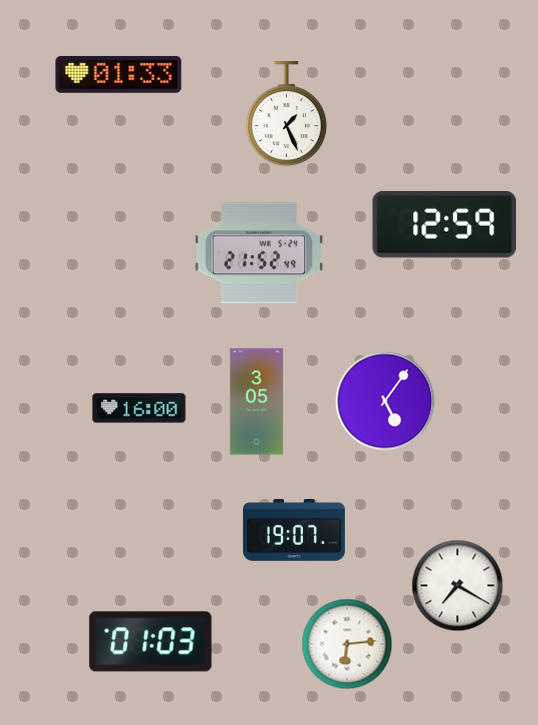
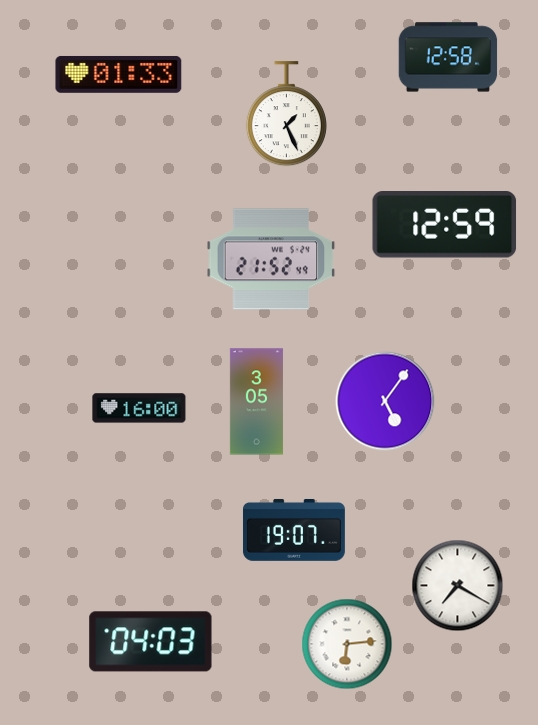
clock at (448, 57): none -> 12:58
clock at (259, 253) position: (259, 253) -> (271, 259)
clock at (151, 642): 01:03 -> 04:03
